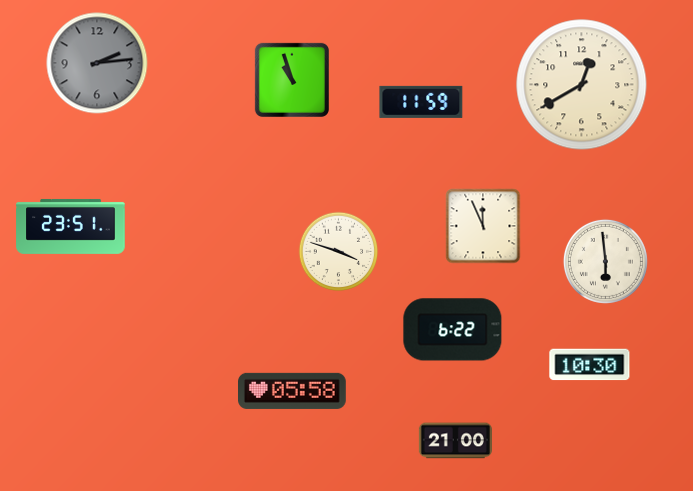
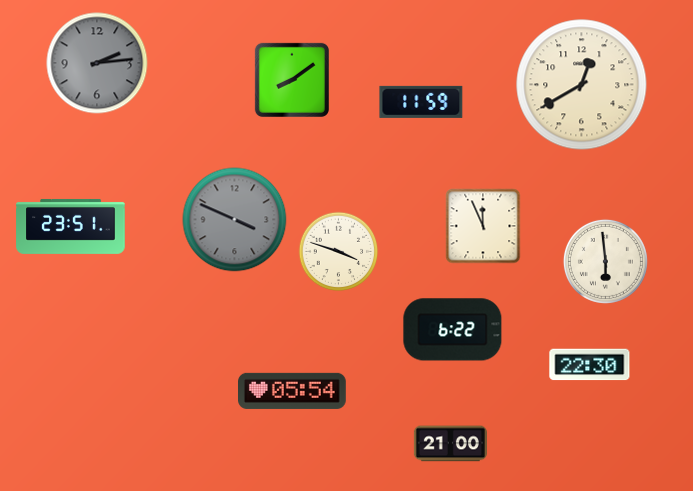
clock at (292, 80): 10:57 -> 8:09
clock at (235, 220): none -> 3:49
clock at (590, 365): 10:30 -> 22:30
clock at (293, 391): 05:58 -> 05:54
clock at (455, 441) position: (455, 441) -> (450, 444)
